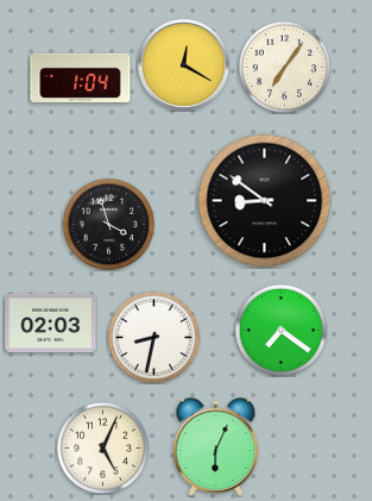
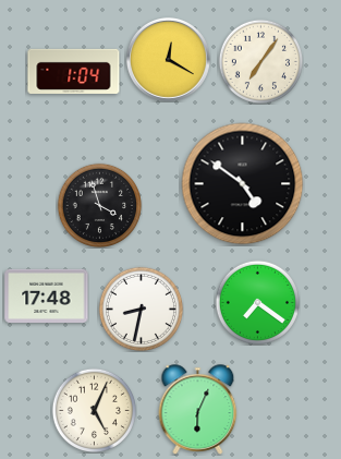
clock at (265, 201): 8:51 -> 4:51
clock at (51, 322): 02:03 -> 17:48
